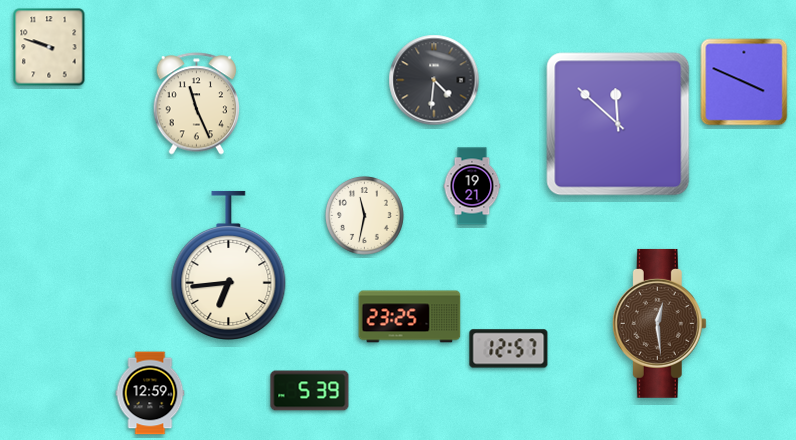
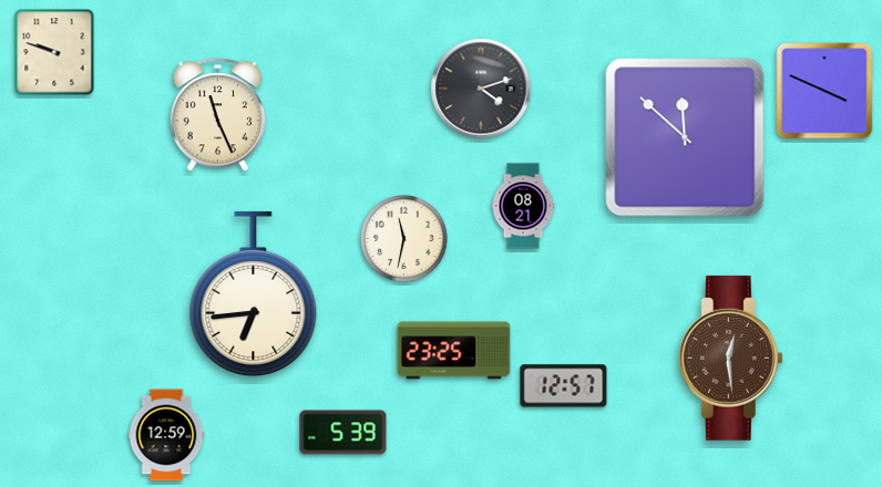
clock at (434, 80): 4:31 -> 4:12
clock at (472, 186): 19:21 -> 08:21
